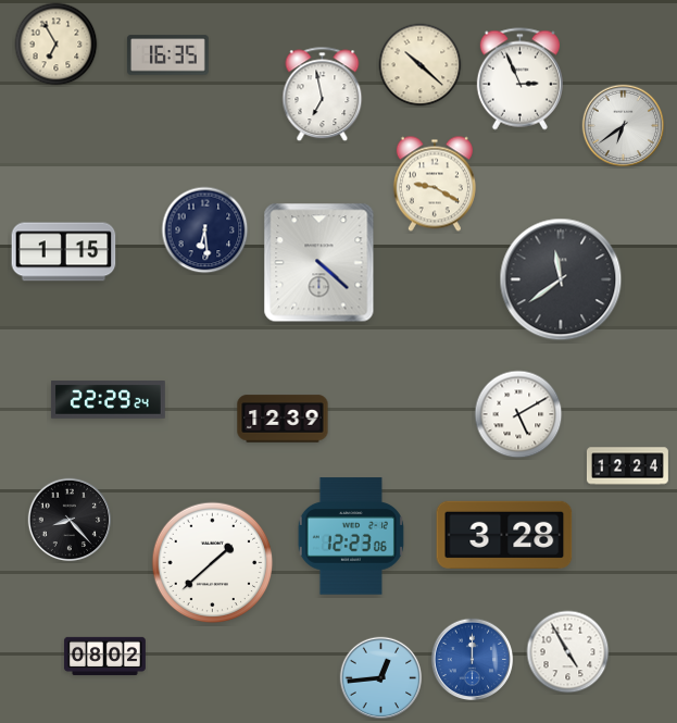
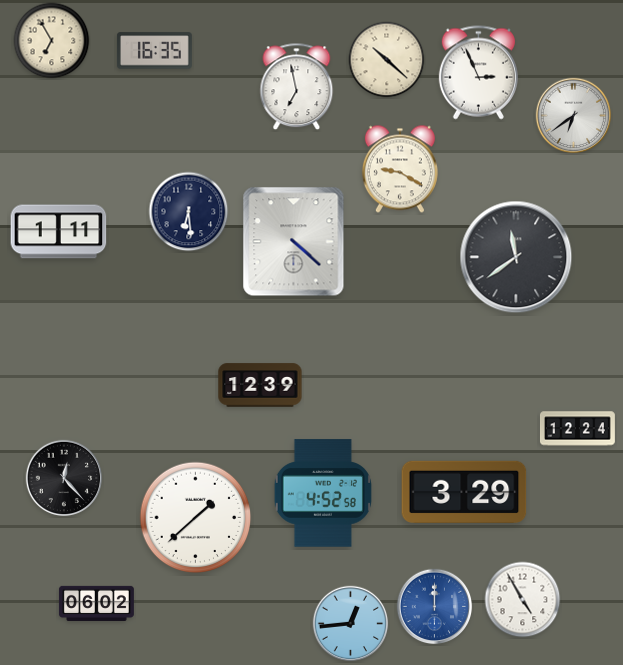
clock at (64, 252): 1:15 -> 1:11
clock at (108, 400): 22:29 -> none
clock at (518, 414): 5:10 -> none
clock at (70, 520): 8:23 -> 12:23
clock at (504, 535): 3:28 -> 3:29
clock at (351, 536): 12:23 -> 4:52
clock at (104, 656): 08:02 -> 06:02
